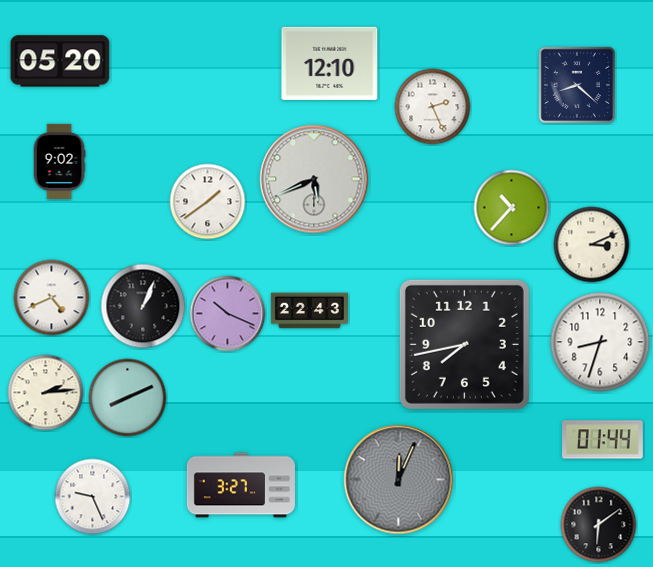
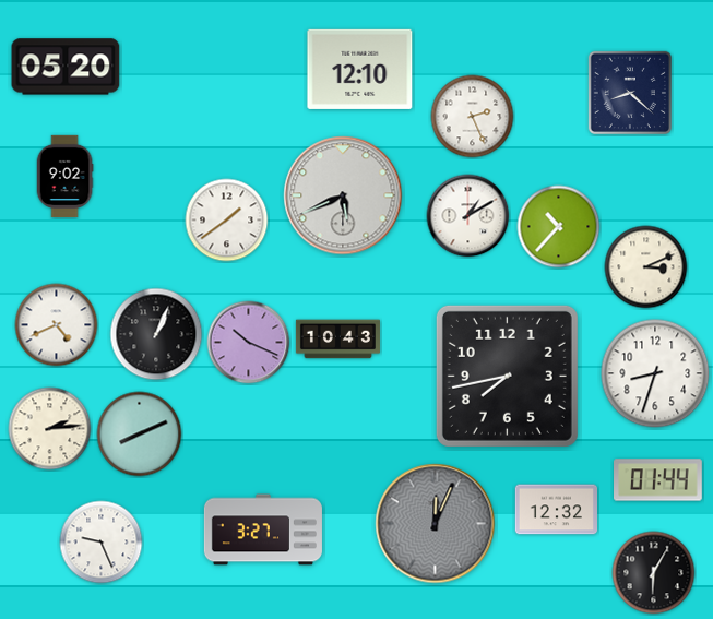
clock at (468, 216): none -> 1:10
clock at (309, 311): 22:43 -> 10:43
clock at (556, 510): none -> 12:32
clock at (599, 525): 6:09 -> 6:05
